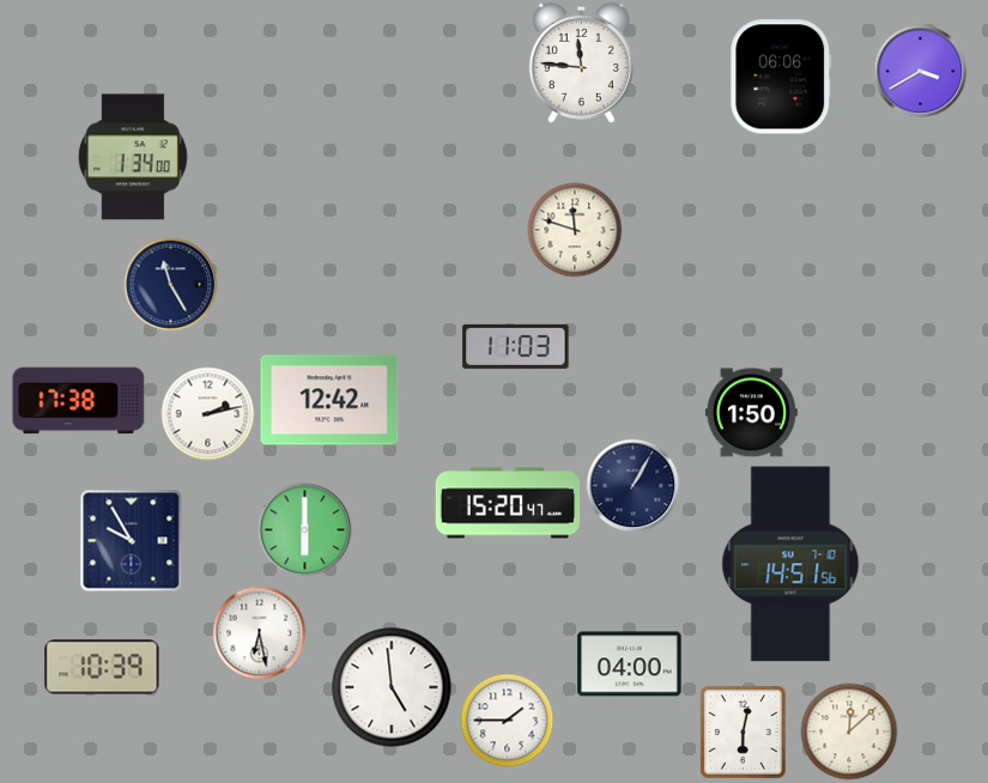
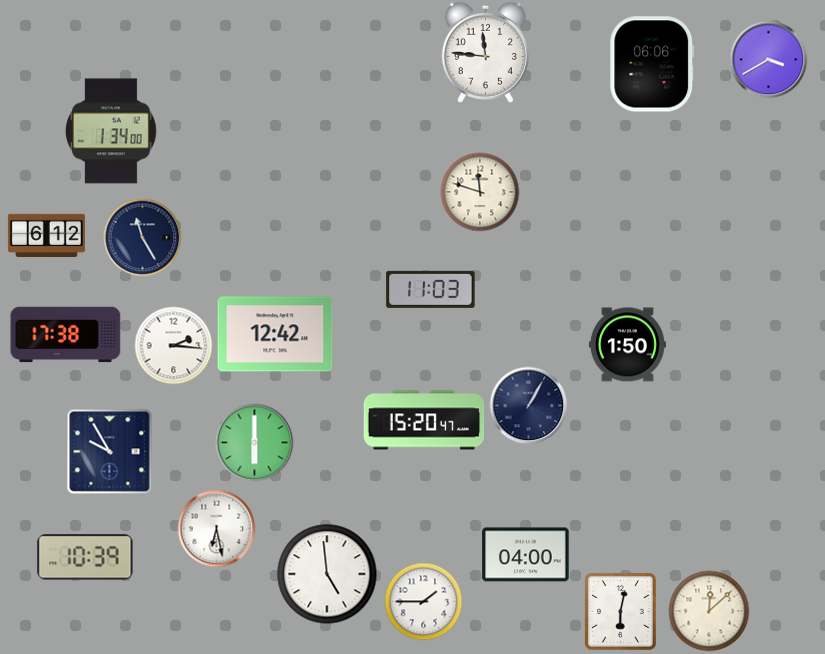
clock at (46, 235): none -> 6:12
clock at (207, 413): 2:13 -> 2:16
clock at (790, 564): 14:51 -> none
